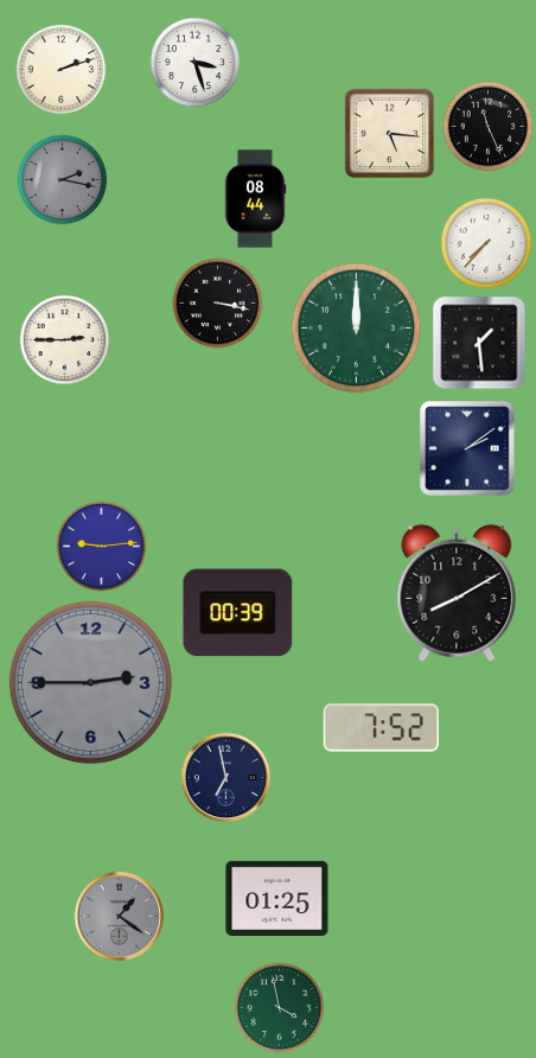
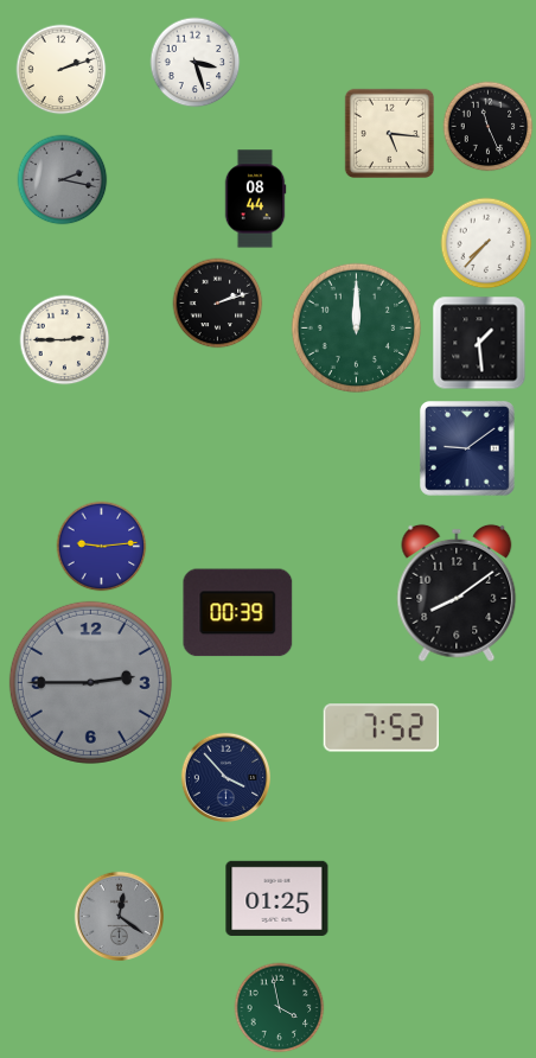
clock at (218, 304): 3:17 -> 2:12
clock at (468, 450): 2:09 -> 9:09
clock at (457, 593): 8:10 -> 8:09
clock at (225, 777): 6:58 -> 3:53
clock at (119, 916): 1:21 -> 12:21
